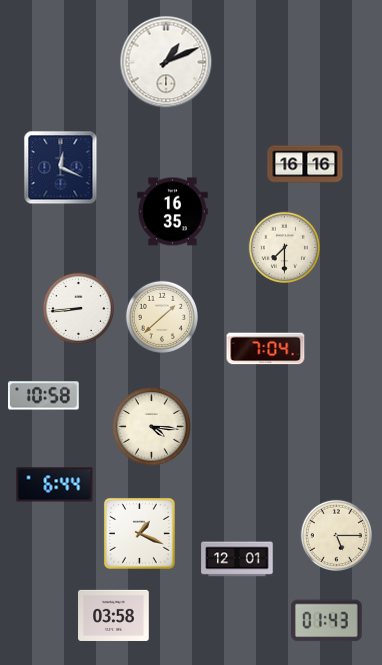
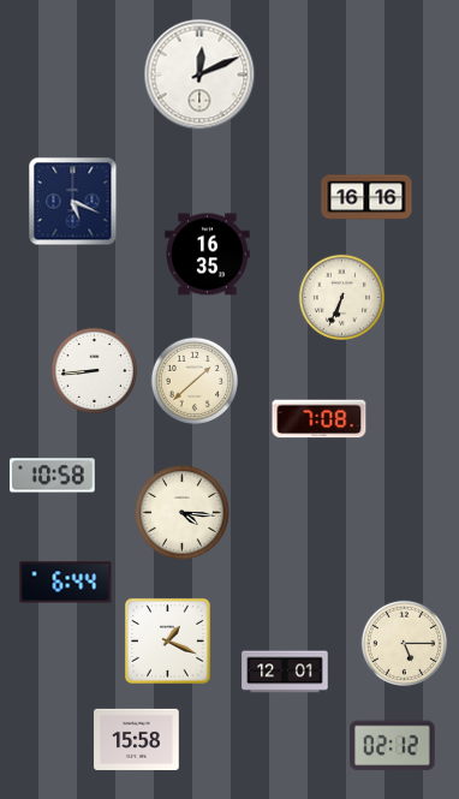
clock at (166, 62): 1:11 -> 12:11
clock at (61, 168): 12:19 -> 5:19
clock at (284, 247): 7:30 -> 6:34
clock at (266, 349): 7:04 -> 7:08
clock at (114, 615): 03:58 -> 15:58
clock at (327, 621): 01:43 -> 02:12
